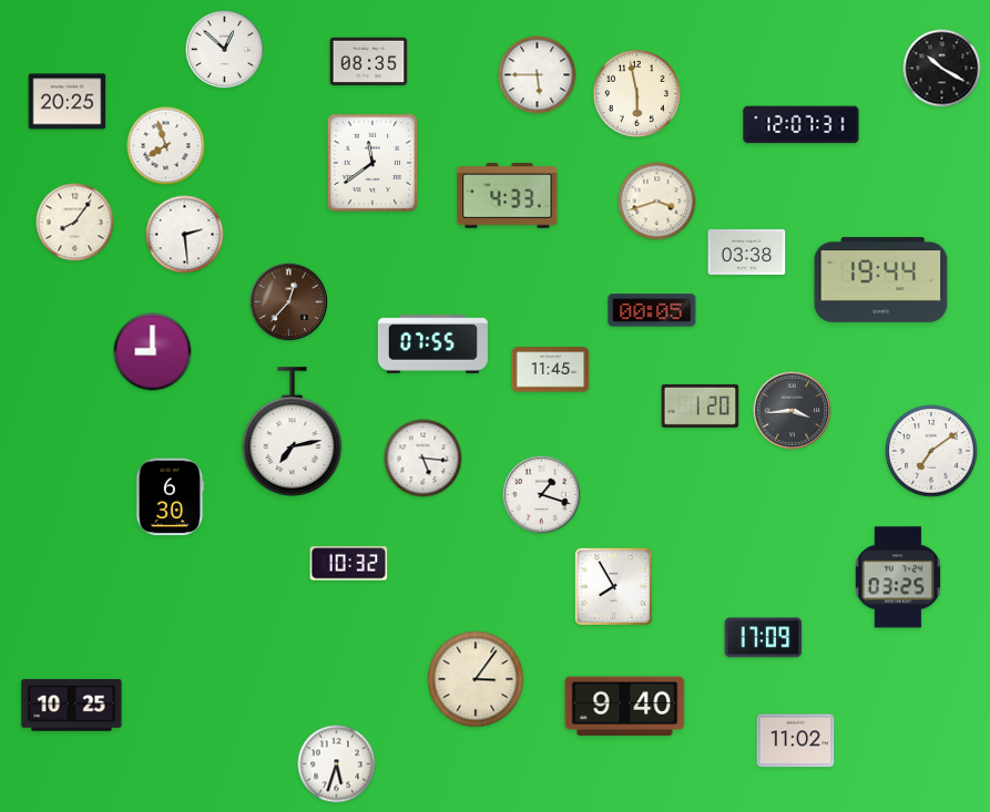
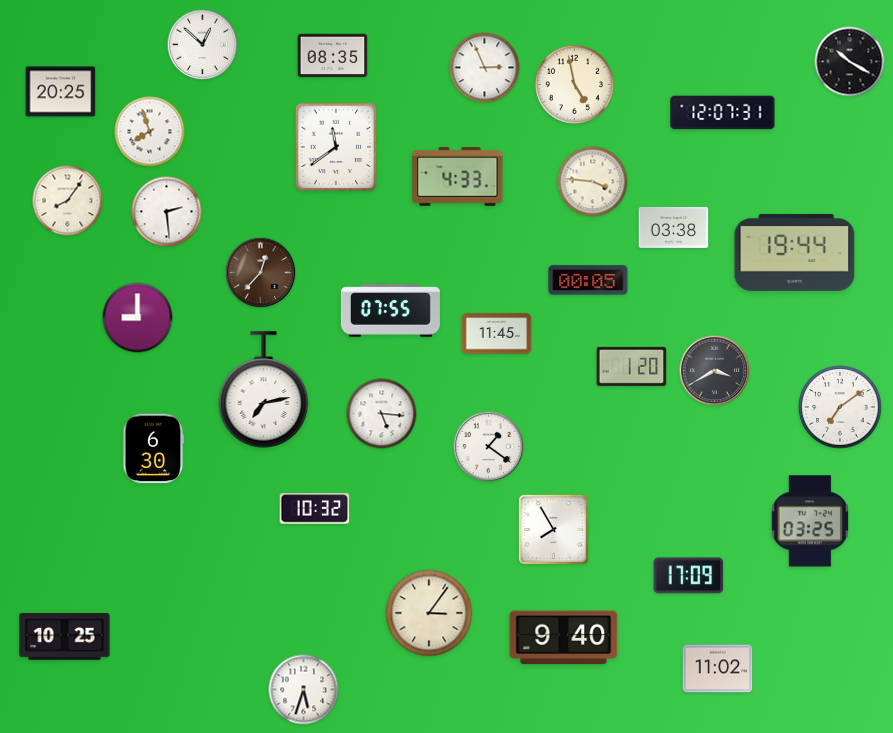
clock at (538, 75): 5:45 -> 2:56
clock at (636, 93): 5:58 -> 4:58
clock at (657, 202): 3:42 -> 3:46
clock at (793, 411): 3:44 -> 3:40
clock at (542, 495): 1:18 -> 1:21
